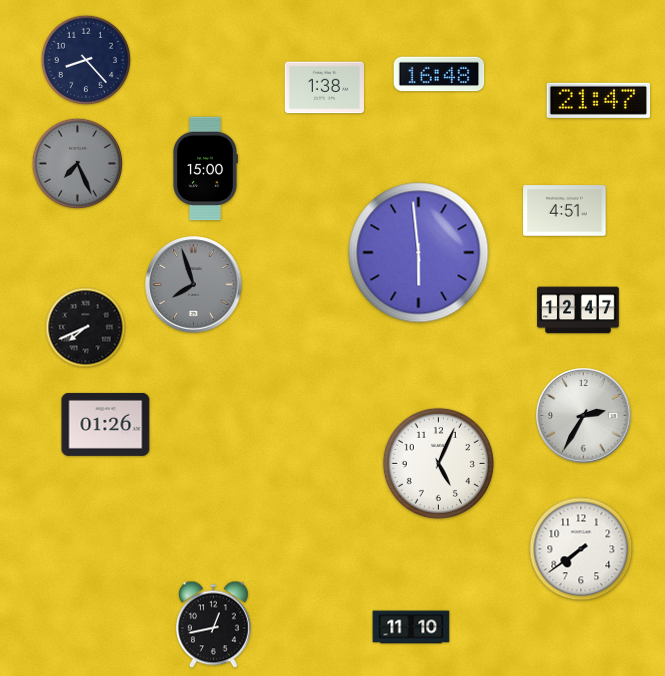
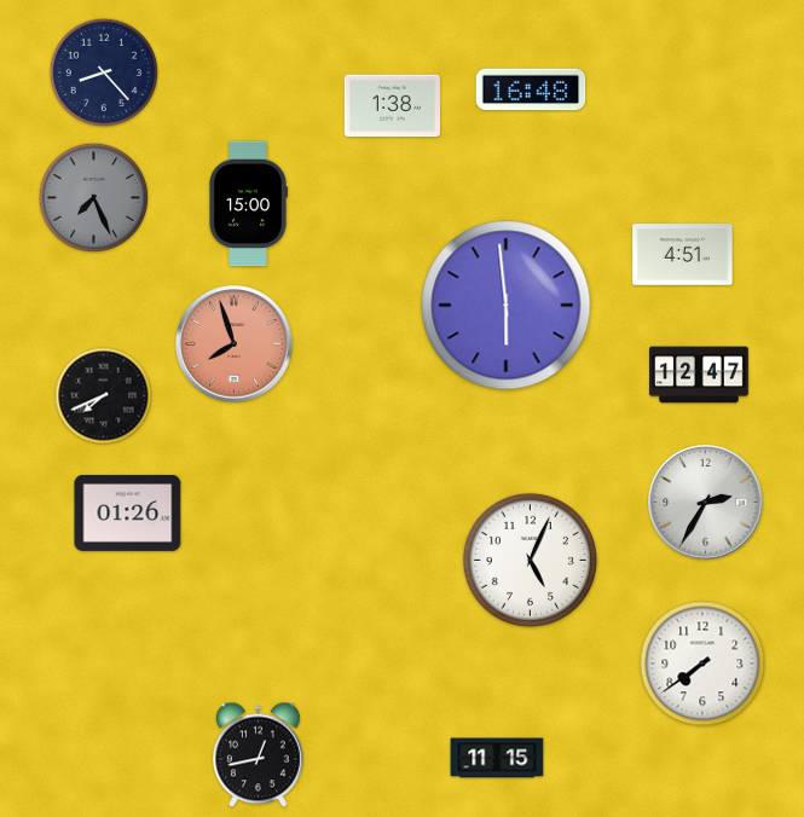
clock at (599, 100): 21:47 -> none
clock at (194, 285) dial: grey -> salmon
clock at (411, 627): 11:10 -> 11:15
